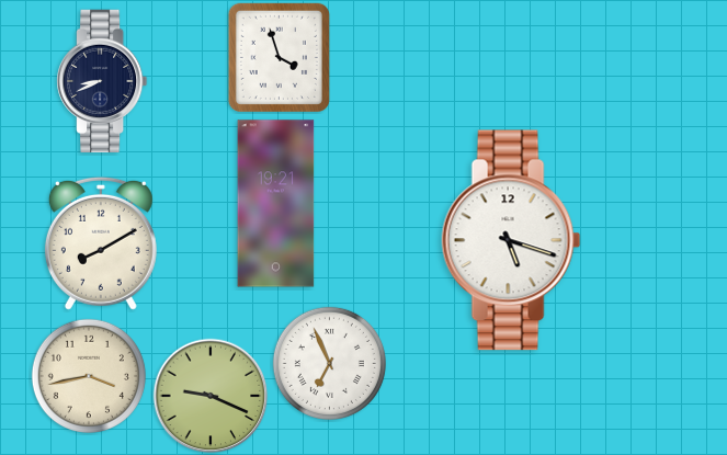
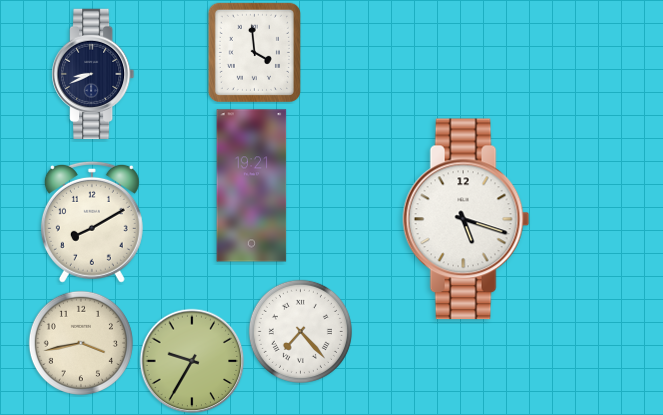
clock at (279, 57): 3:57 -> 3:59
clock at (329, 363): 6:56 -> 7:23
clock at (211, 396): 9:19 -> 9:35
